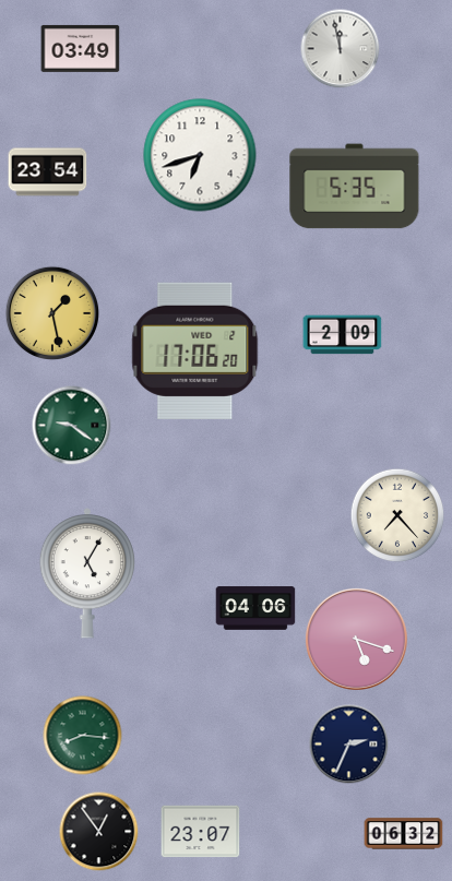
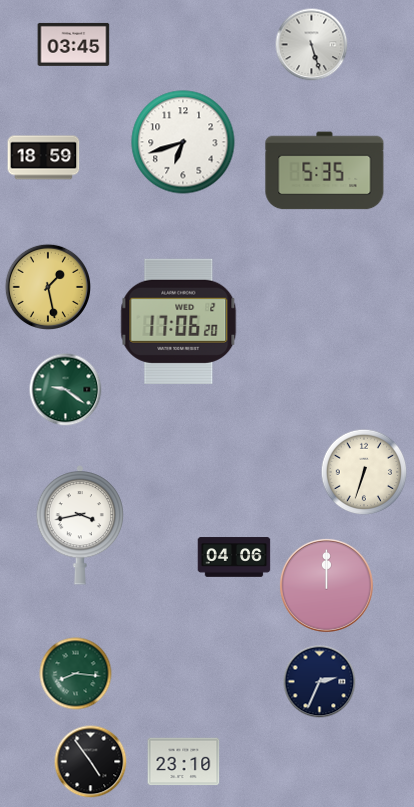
clock at (81, 48): 03:49 -> 03:45
clock at (341, 49): 11:58 -> 5:27
clock at (48, 172): 23:54 -> 18:59
clock at (343, 335): 2:09 -> none
clock at (397, 515): 7:23 -> 6:33
clock at (87, 574): 5:05 -> 3:43
clock at (356, 639): 5:18 -> 12:00
clock at (99, 832): 12:54 -> 4:54
clock at (201, 832): 23:07 -> 23:10
clock at (404, 834): 06:32 -> none
